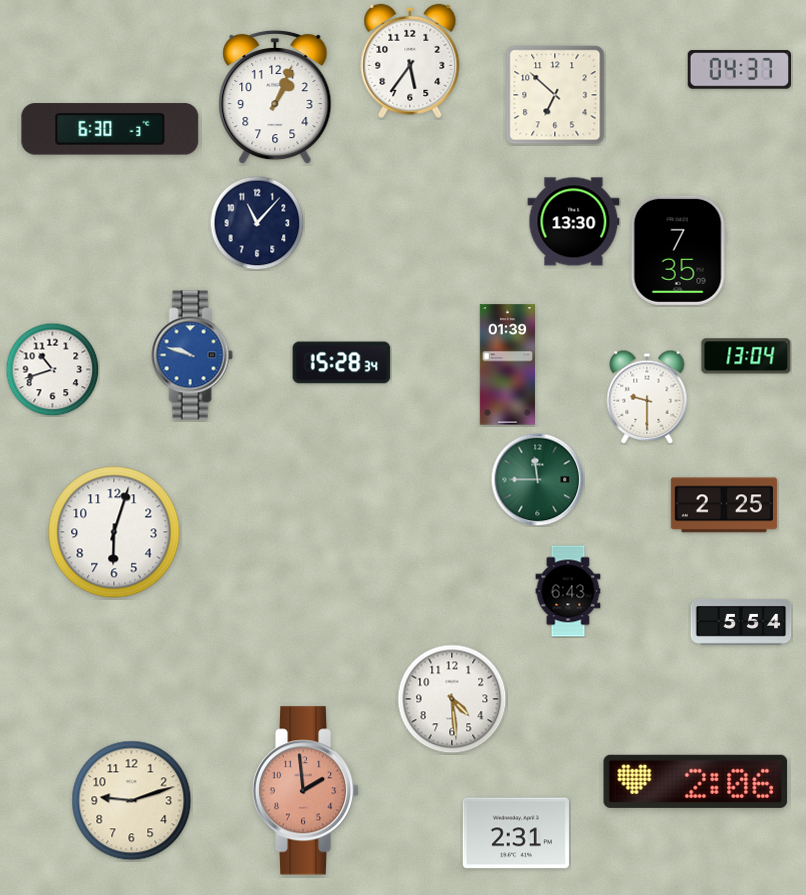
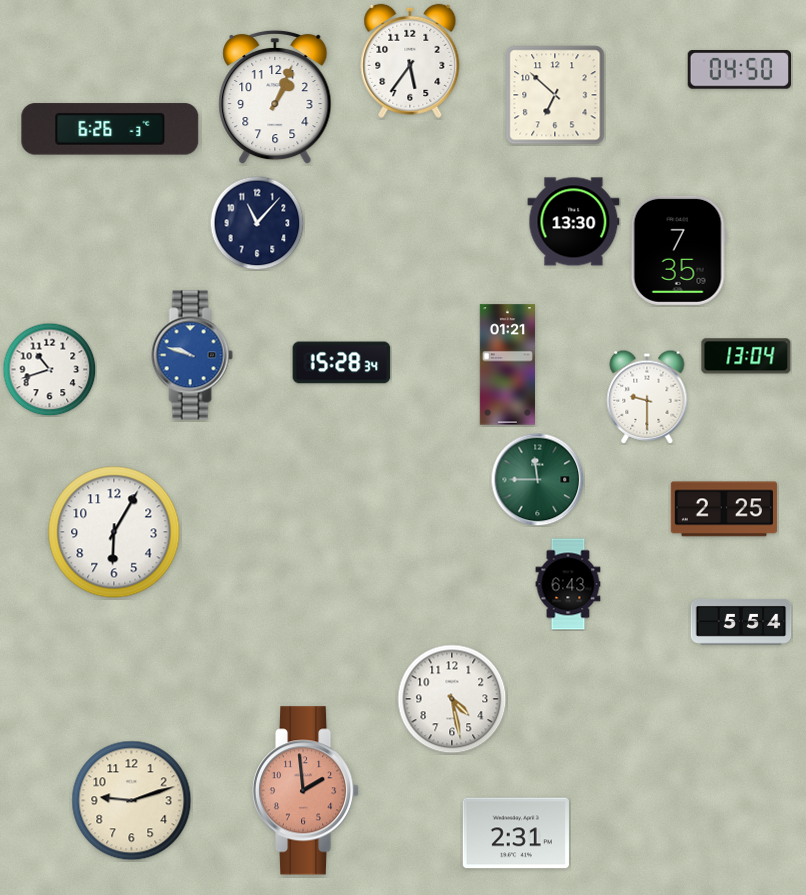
clock at (739, 70): 04:37 -> 04:50
clock at (110, 129): 6:30 -> 6:26
clock at (507, 365): 01:39 -> 01:21
clock at (52, 369) position: (52, 369) -> (49, 369)
clock at (724, 505) position: (724, 505) -> (724, 509)
clock at (114, 532): 6:03 -> 6:05
clock at (568, 591) position: (568, 591) -> (568, 584)
clock at (452, 699): 4:29 -> 4:28
clock at (696, 781): 2:06 -> none
